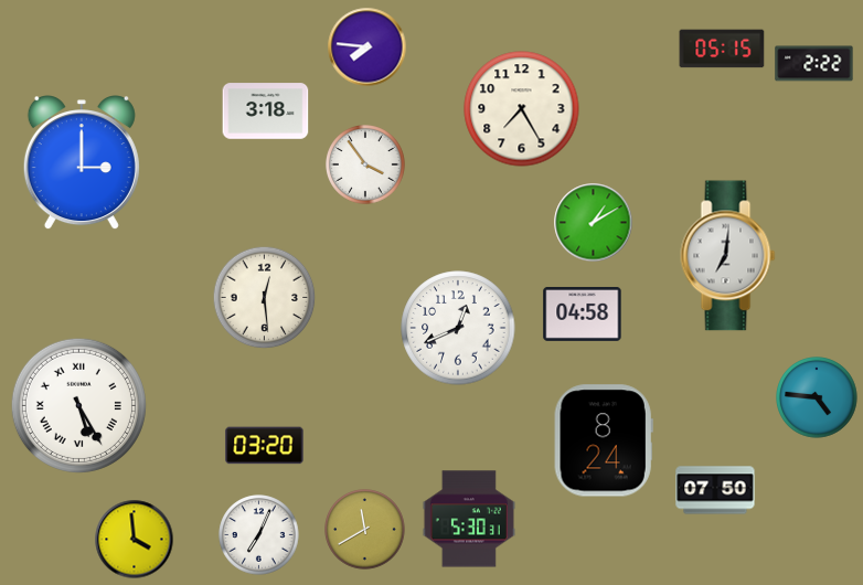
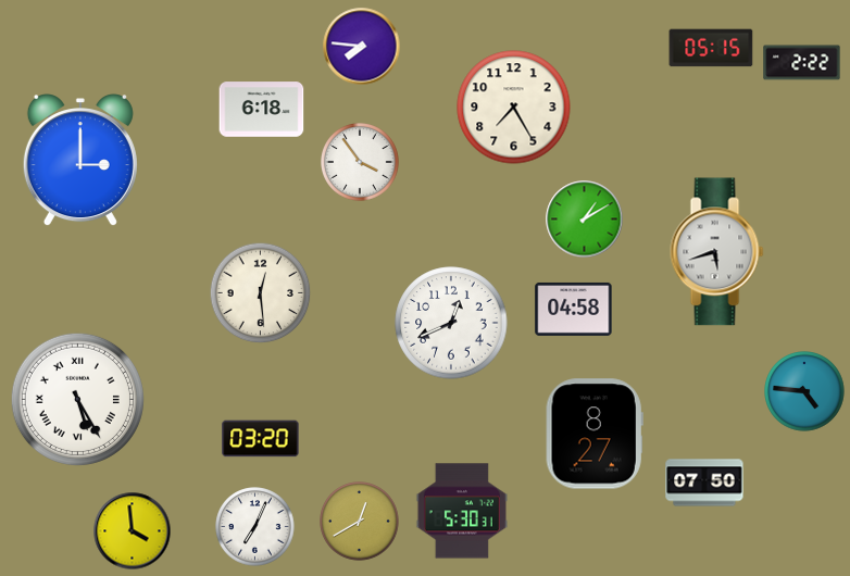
clock at (266, 111): 3:18 -> 6:18
clock at (728, 256): 7:01 -> 5:42
clock at (604, 440): 8:24 -> 8:27
clock at (365, 530): 11:40 -> 12:40
